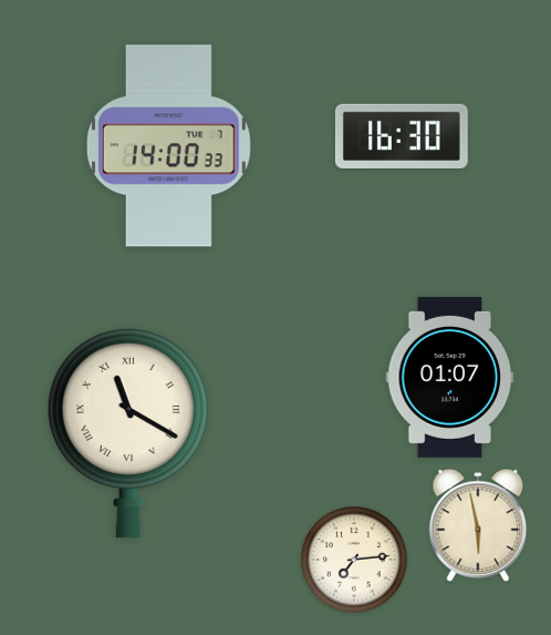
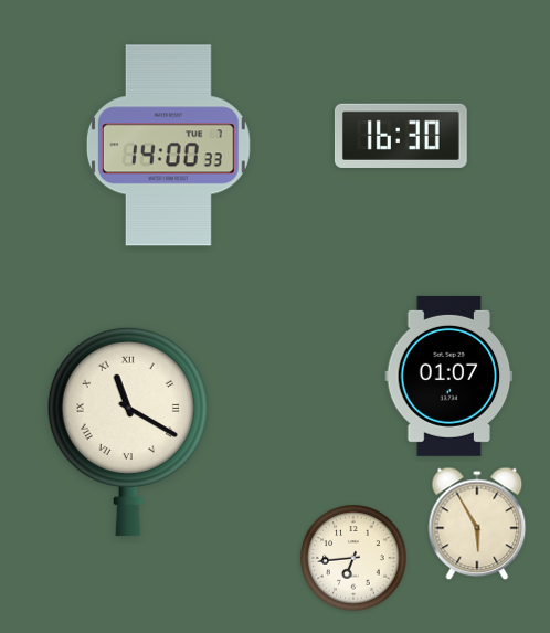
clock at (478, 525): 5:58 -> 5:55
clock at (354, 560): 7:14 -> 6:44
